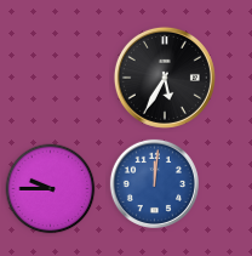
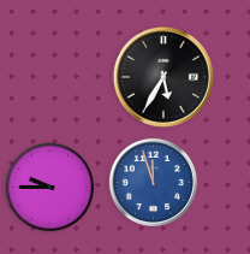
clock at (154, 183): 12:01 -> 11:57
